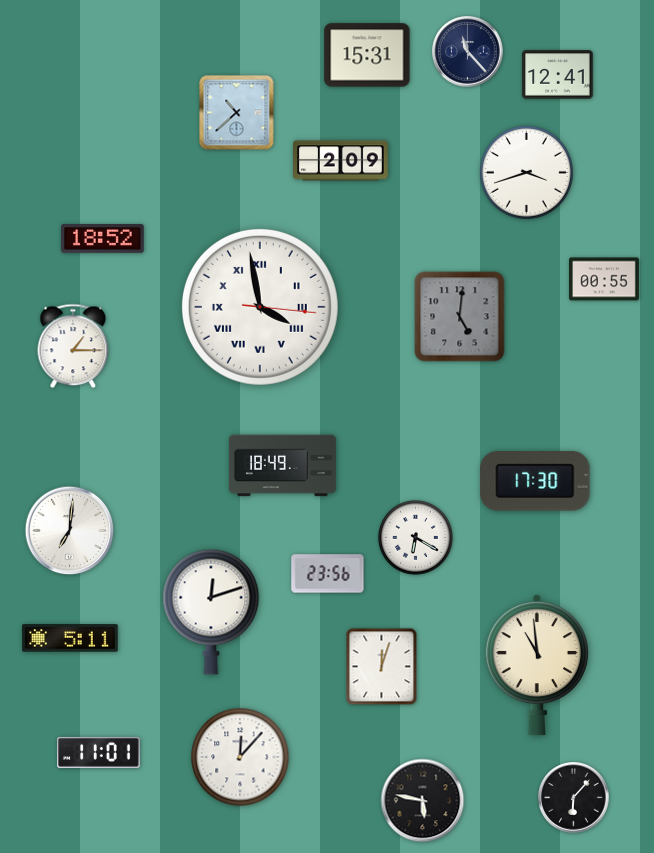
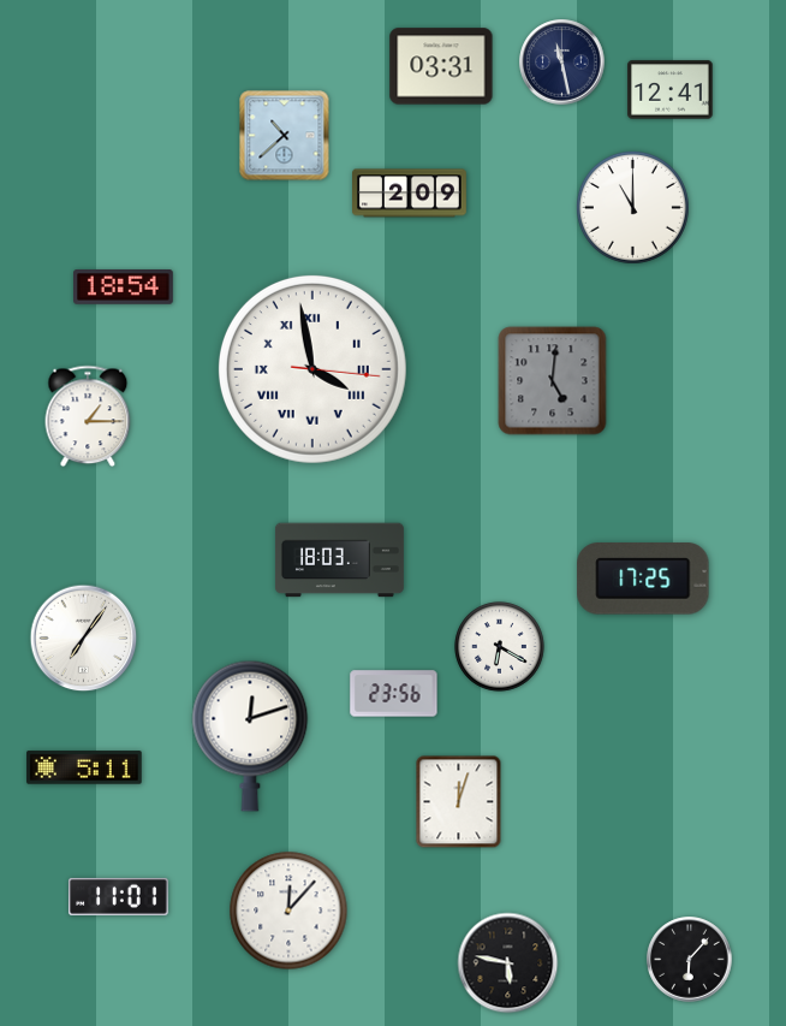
clock at (468, 52): 11:23 -> 11:28
clock at (367, 55): 15:31 -> 03:31
clock at (526, 172): 3:42 -> 11:00
clock at (103, 239): 18:52 -> 18:54
clock at (605, 279): 00:55 -> none
clock at (282, 466): 18:49 -> 18:03
clock at (535, 481): 17:30 -> 17:25
clock at (70, 531): 7:01 -> 7:06
clock at (328, 574) position: (328, 574) -> (394, 694)
clock at (211, 612) position: (211, 612) -> (250, 736)
clock at (537, 665): 10:59 -> none
clock at (99, 752) position: (99, 752) -> (119, 896)
